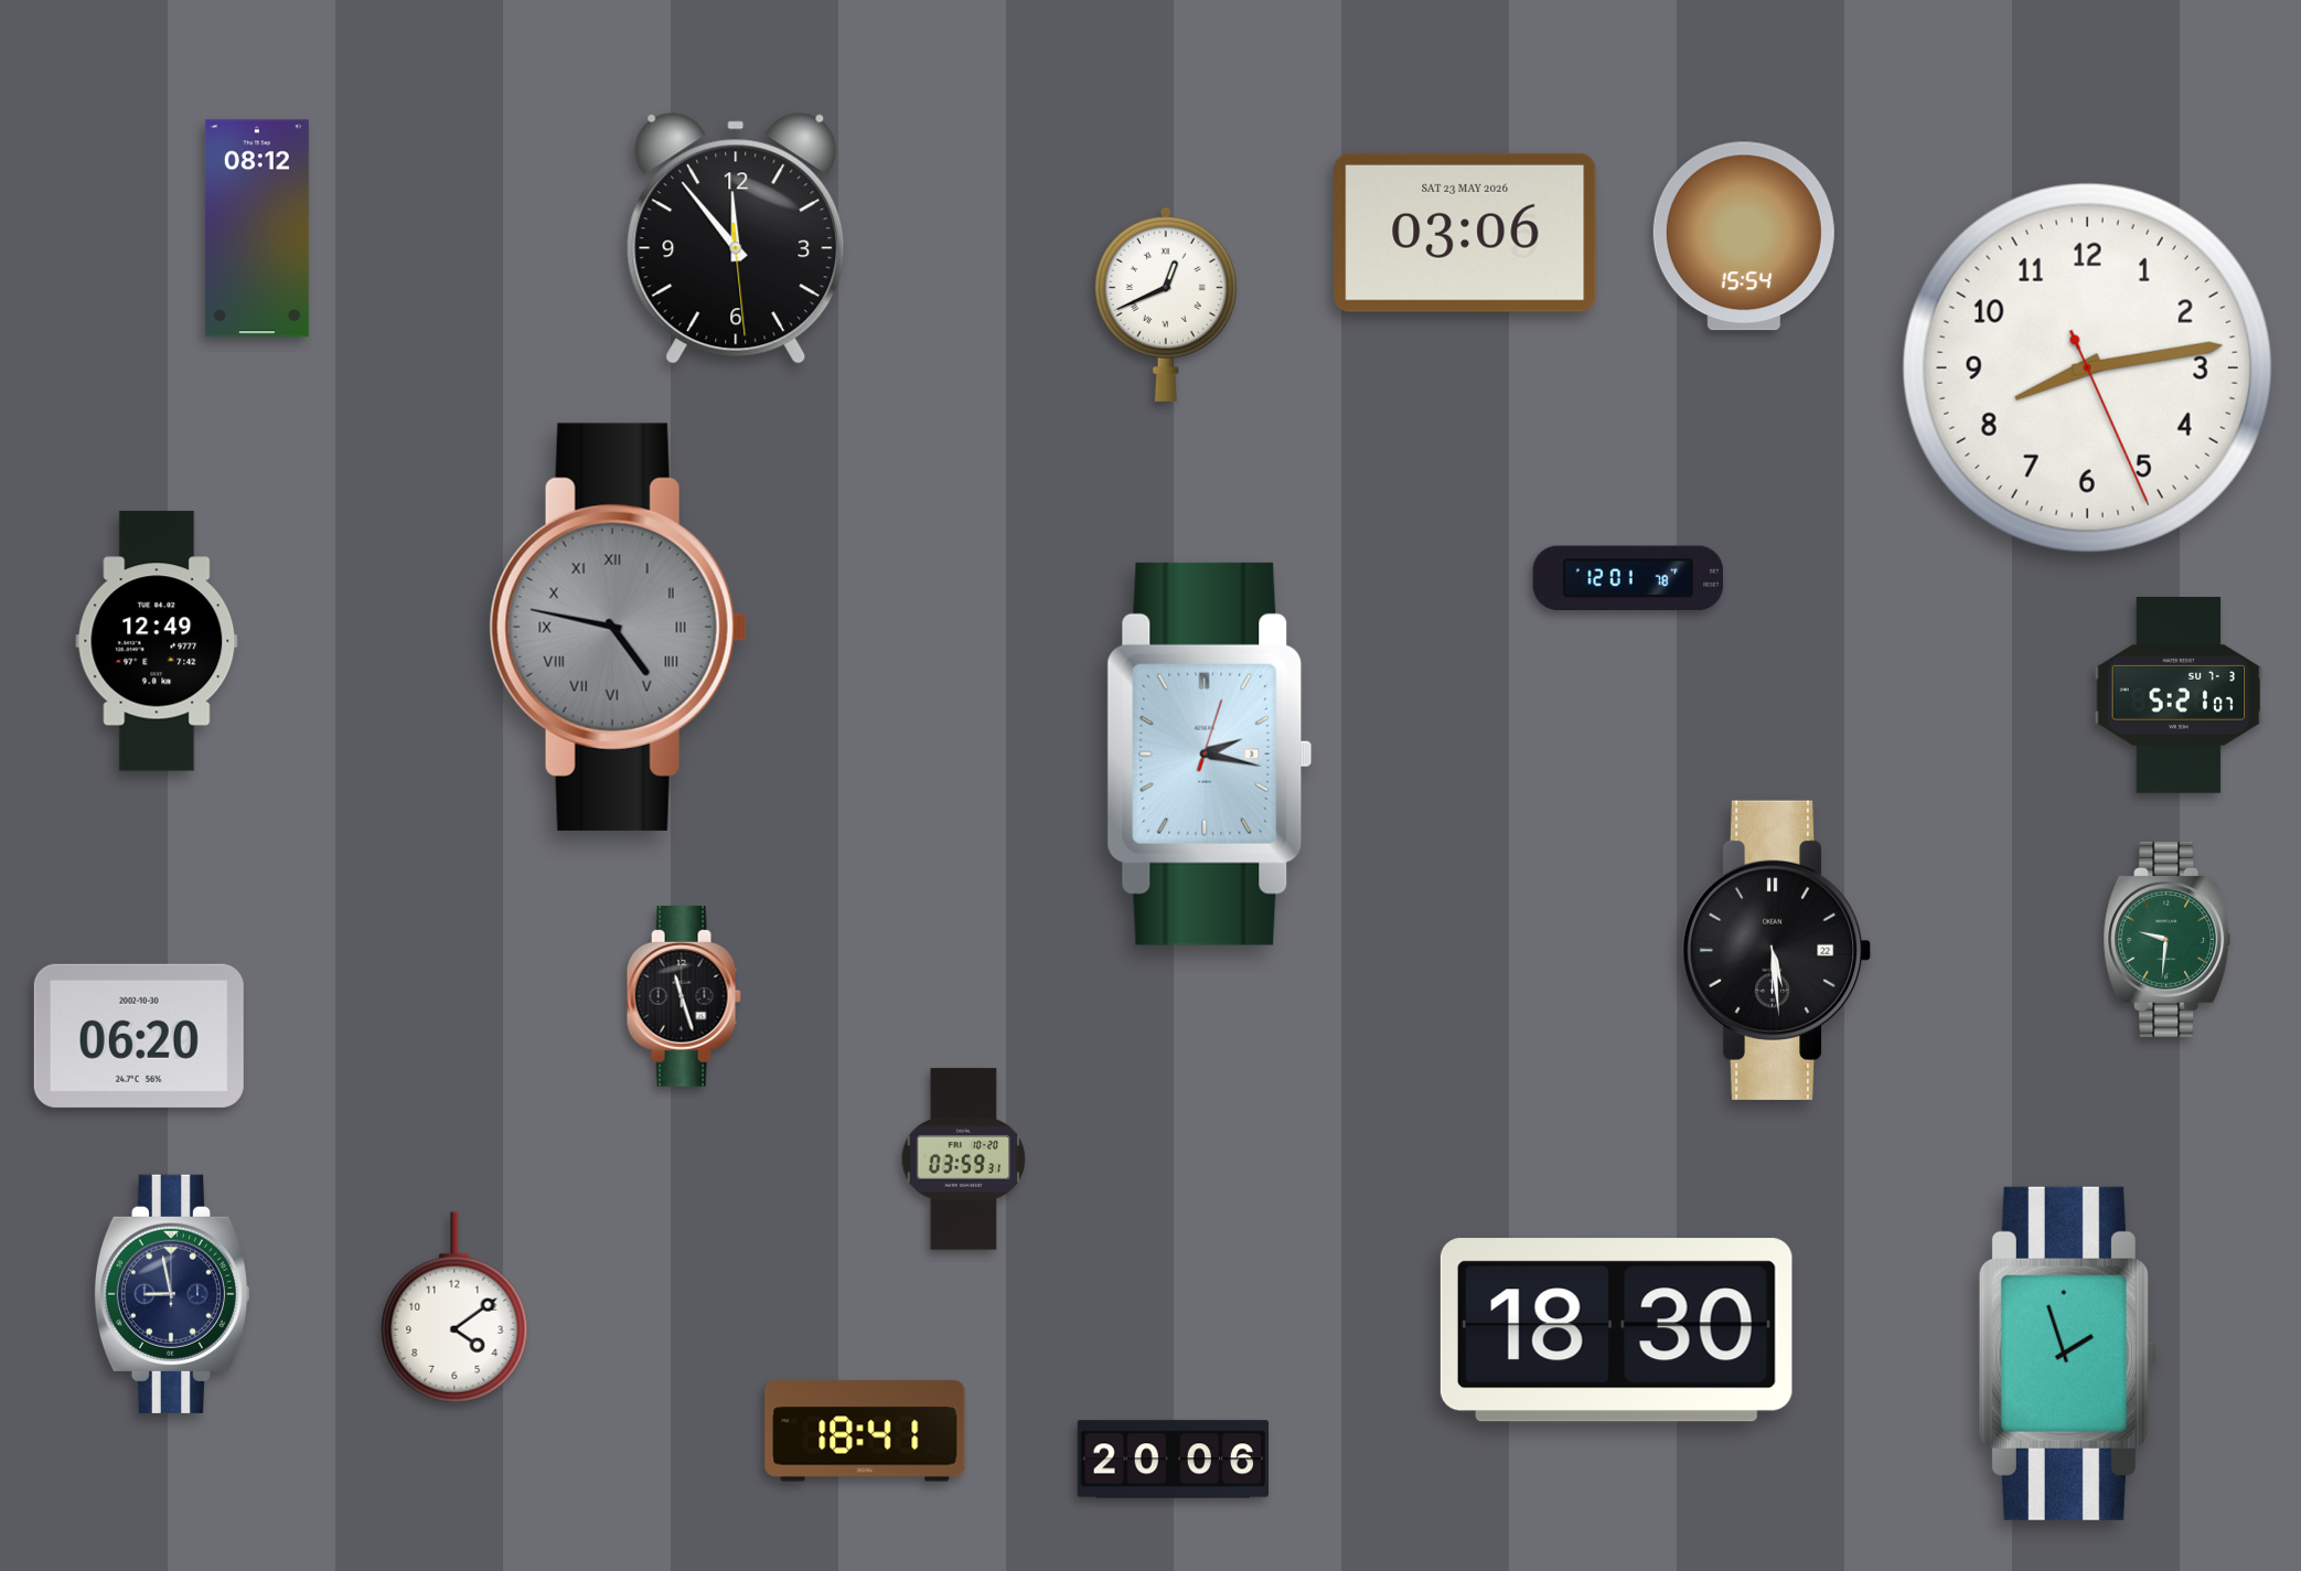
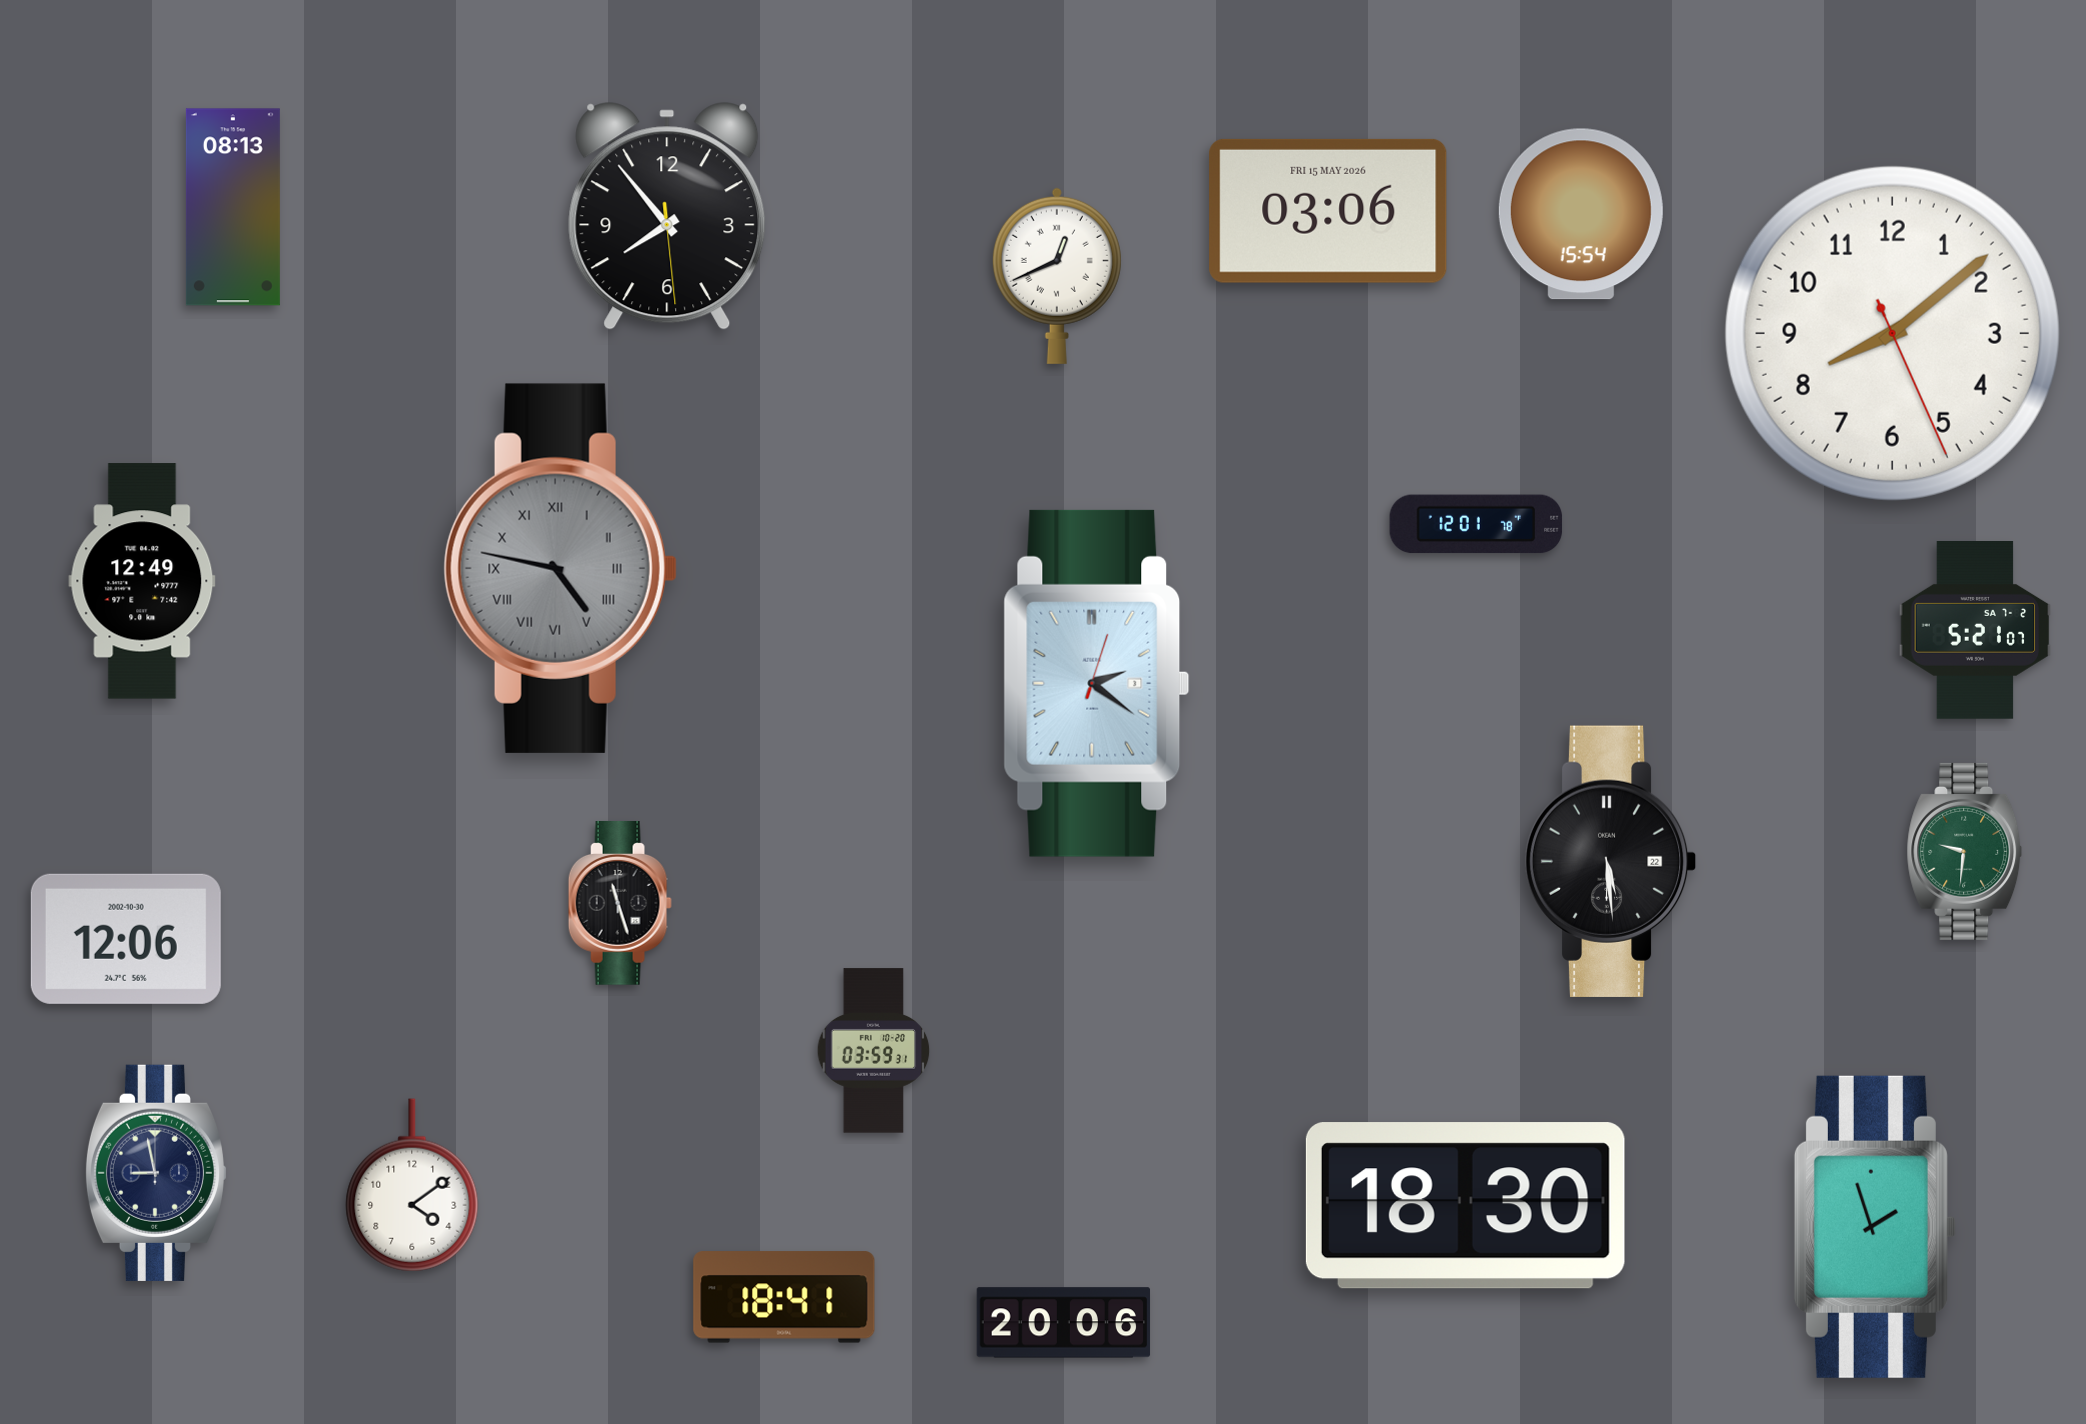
clock at (257, 228): 08:12 -> 08:13
clock at (1465, 233) date: SAT 23 MAY 2026 -> FRI 15 MAY 2026
clock at (736, 238): 11:53 -> 7:53
clock at (2087, 367): 8:13 -> 8:08
clock at (2179, 696) date: SU 7-3 -> SA 7-2
clock at (1210, 754): 2:17 -> 2:21
clock at (139, 1036): 06:20 -> 12:06
